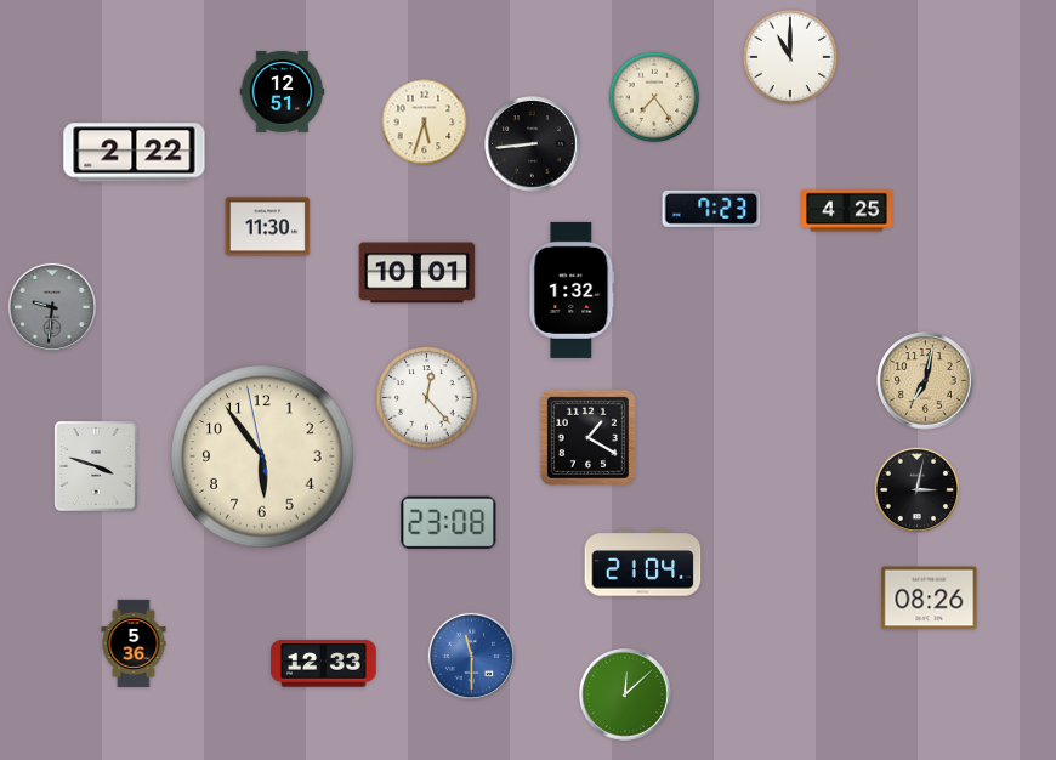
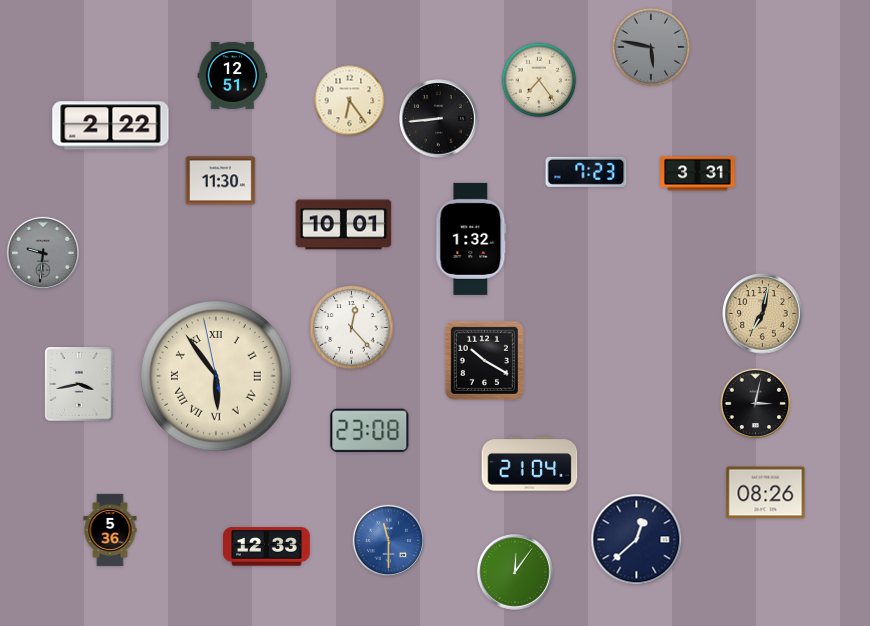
clock at (790, 57): 11:00 -> 5:47
clock at (790, 57) dial: white -> grey
clock at (425, 123): 5:33 -> 6:24
clock at (847, 211): 4:25 -> 3:31
clock at (268, 227) position: (268, 227) -> (221, 181)
clock at (587, 437): 1:20 -> 10:20
clock at (262, 456) numerals: Arabic -> Roman
clock at (96, 466): 3:48 -> 3:43
clock at (637, 540): none -> 12:38
clock at (625, 694): 12:08 -> 12:06
